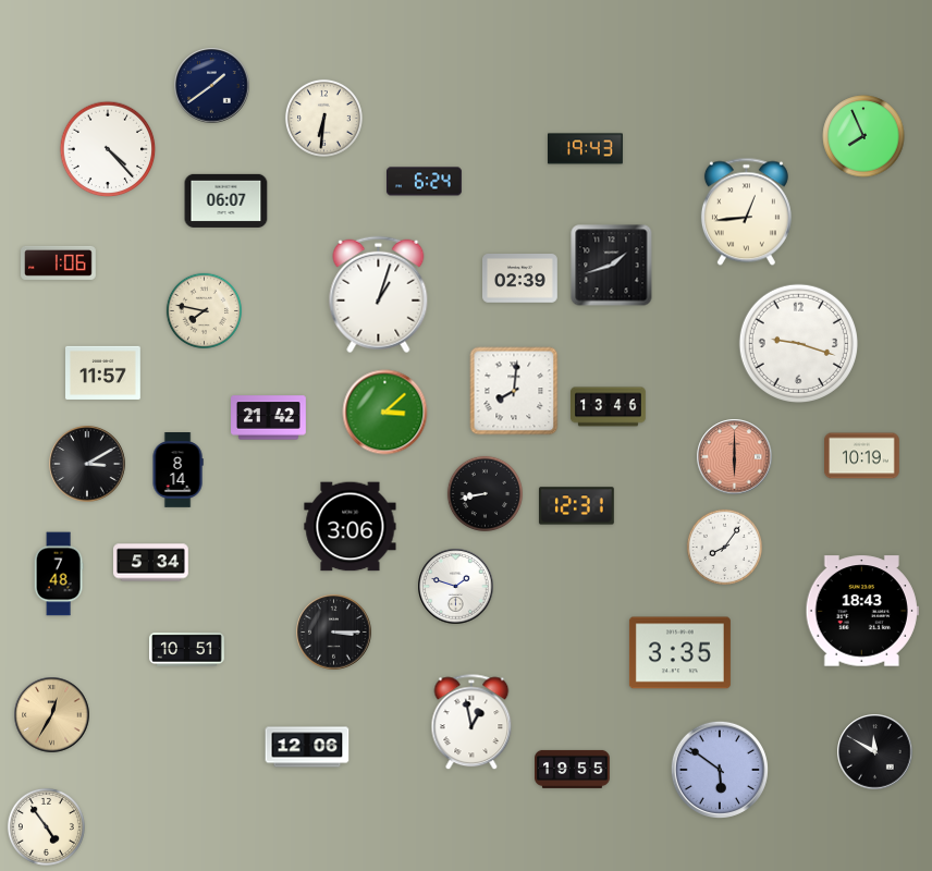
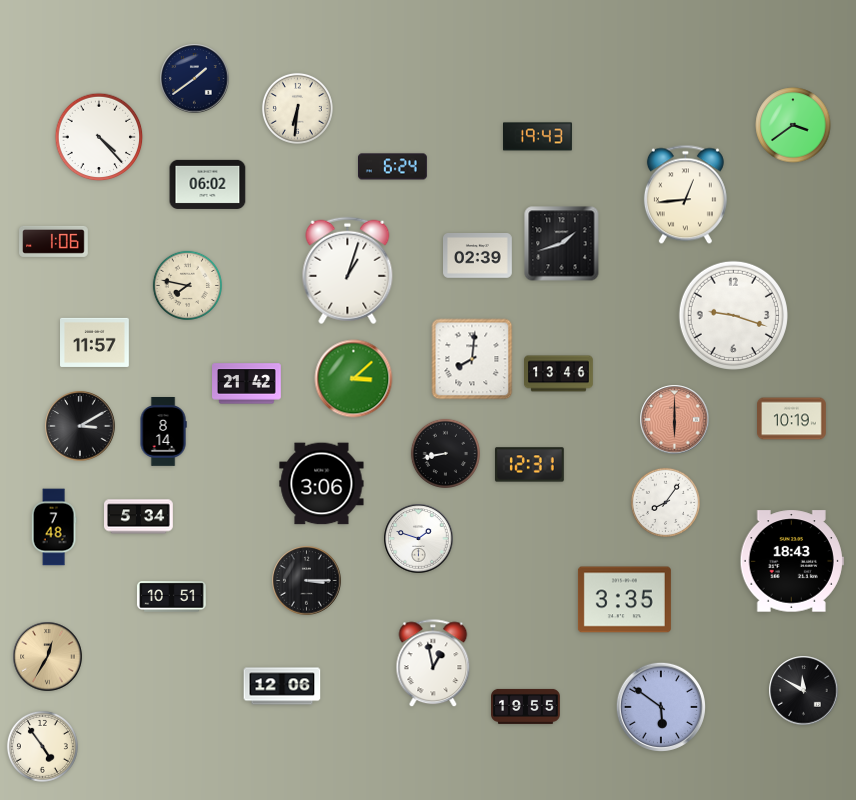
clock at (863, 136): 7:56 -> 3:39
clock at (425, 182) position: (425, 182) -> (393, 167)
clock at (226, 200): 06:07 -> 06:02
clock at (46, 826) position: (46, 826) -> (42, 746)
